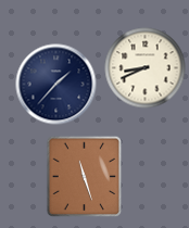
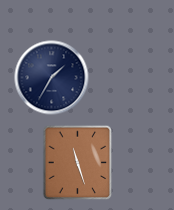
clock at (146, 68): 8:41 -> none
clock at (56, 85): 1:37 -> 1:35
